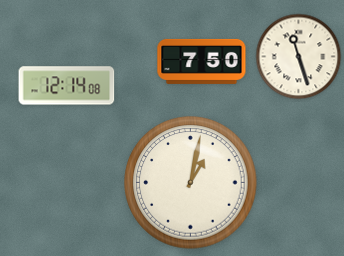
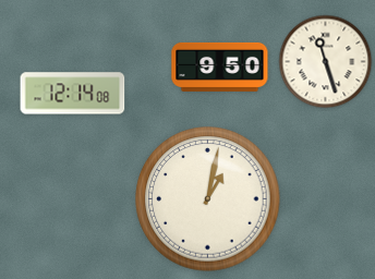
clock at (202, 61): 7:50 -> 9:50
